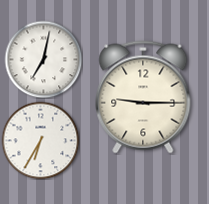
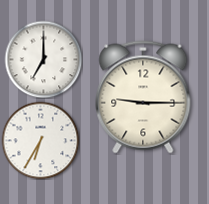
clock at (43, 59): 7:02 -> 7:00
